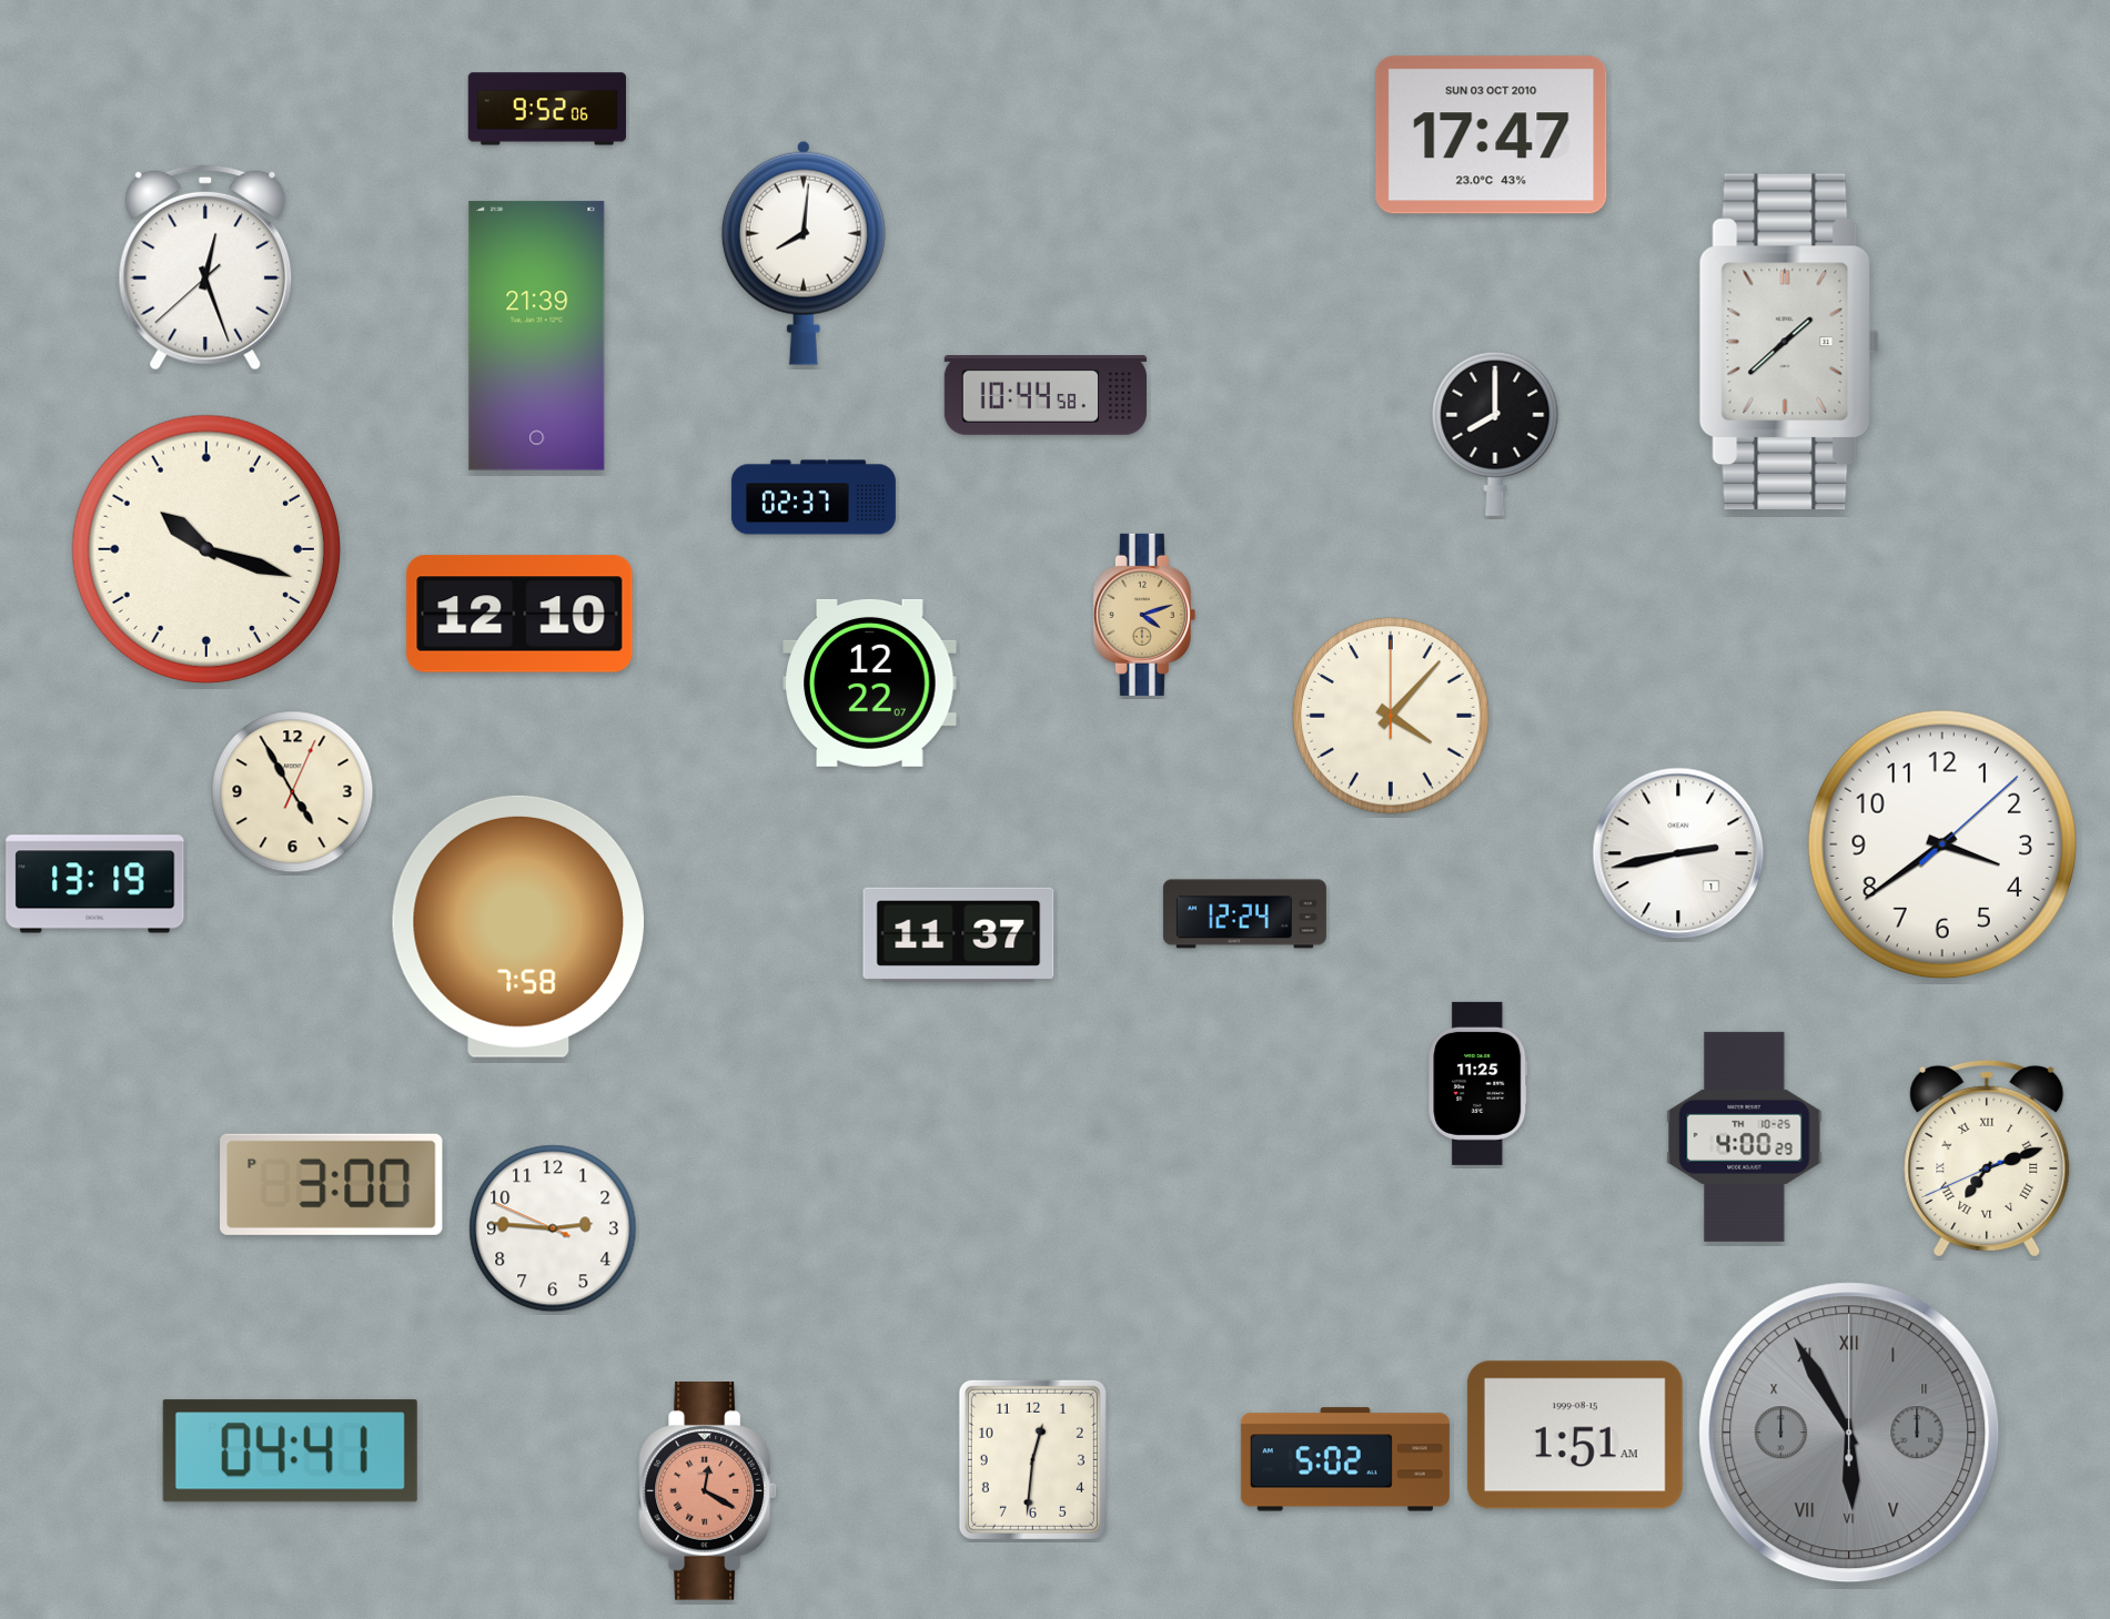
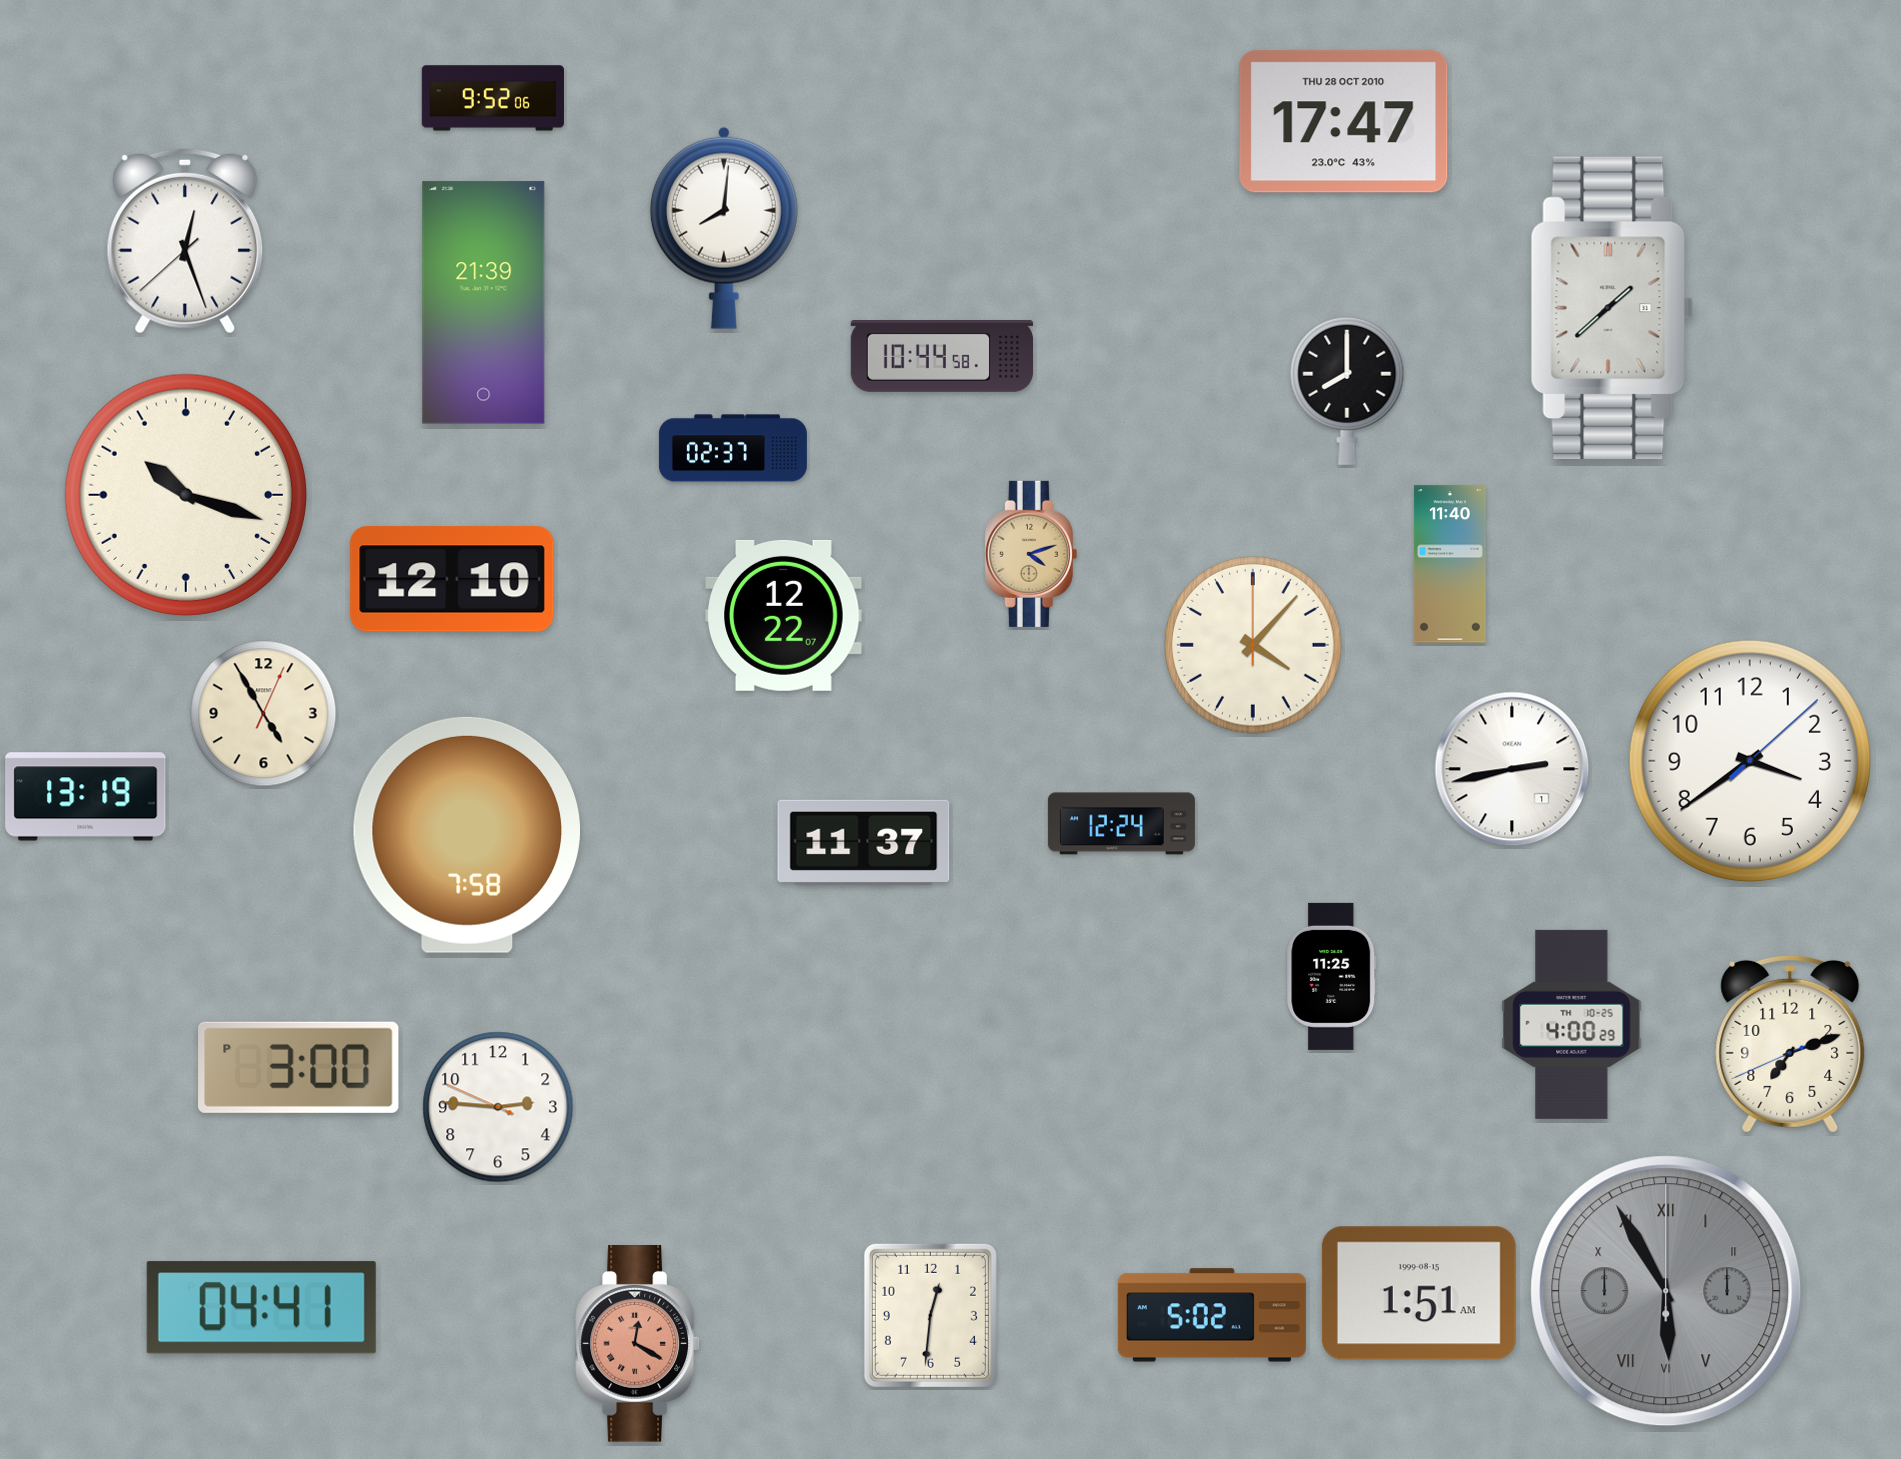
clock at (1492, 135) date: SUN 03 OCT 2010 -> THU 28 OCT 2010
clock at (519, 614) position: (519, 614) -> (452, 579)
clock at (1450, 564): none -> 11:40
clock at (1987, 1158) numerals: Roman -> Arabic
